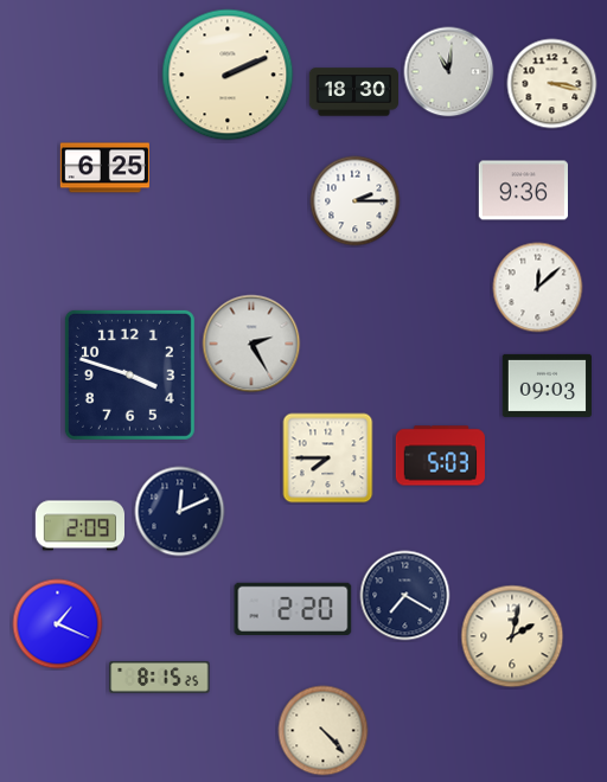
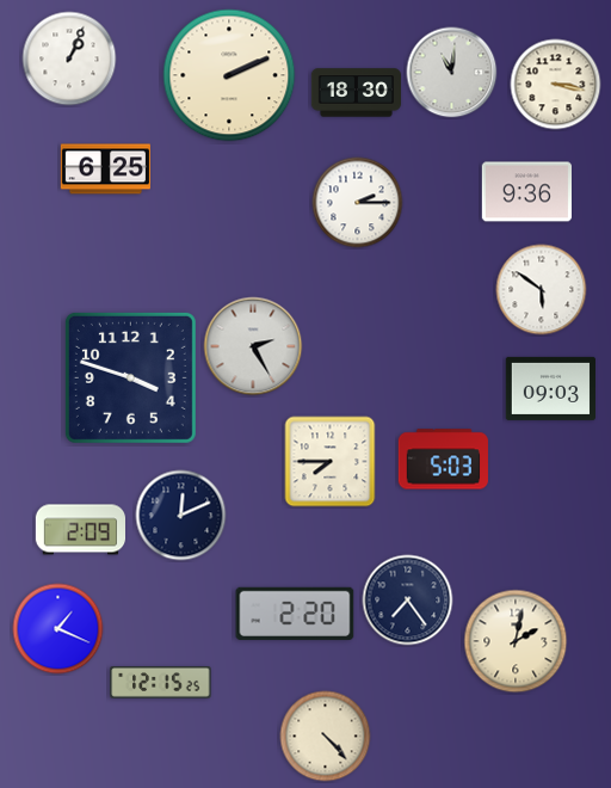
clock at (69, 59): none -> 1:04
clock at (538, 288): 12:08 -> 5:51
clock at (405, 596): 7:20 -> 7:24
clock at (160, 678): 8:15 -> 12:15
